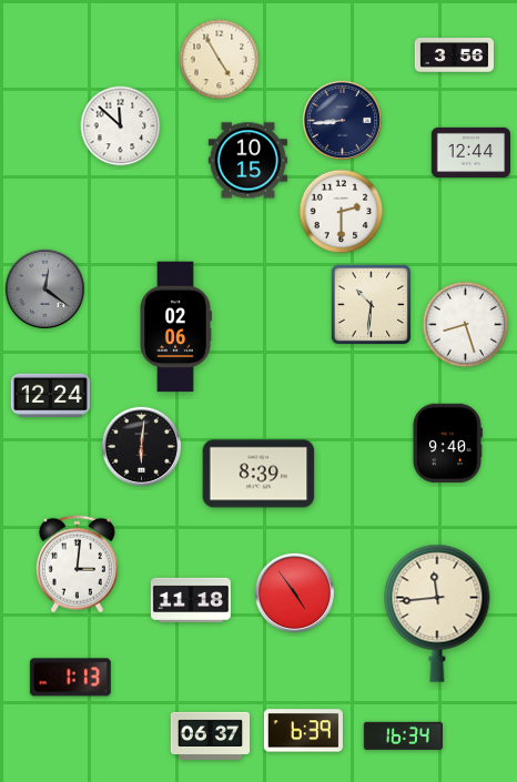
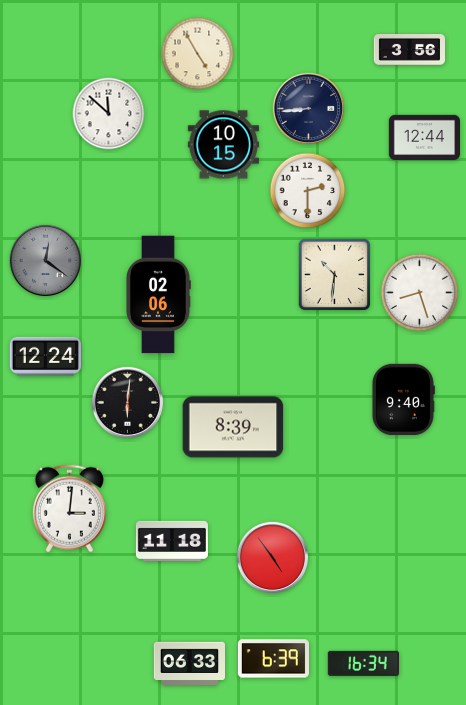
clock at (44, 288) position: (44, 288) -> (45, 260)
clock at (294, 592) position: (294, 592) -> (272, 557)
clock at (437, 613): 11:44 -> none
clock at (70, 678): 1:13 -> none
clock at (210, 735): 06:37 -> 06:33
